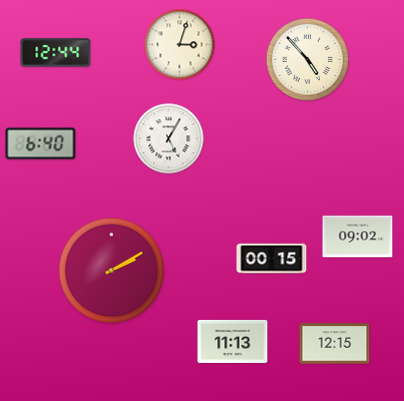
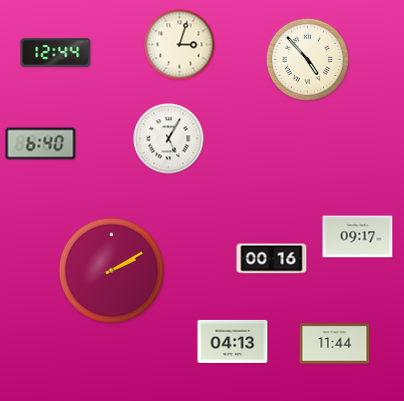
clock at (358, 237): 09:02 -> 09:17
clock at (272, 259): 00:15 -> 00:16
clock at (233, 341): 11:13 -> 04:13
clock at (335, 344): 12:15 -> 11:44
